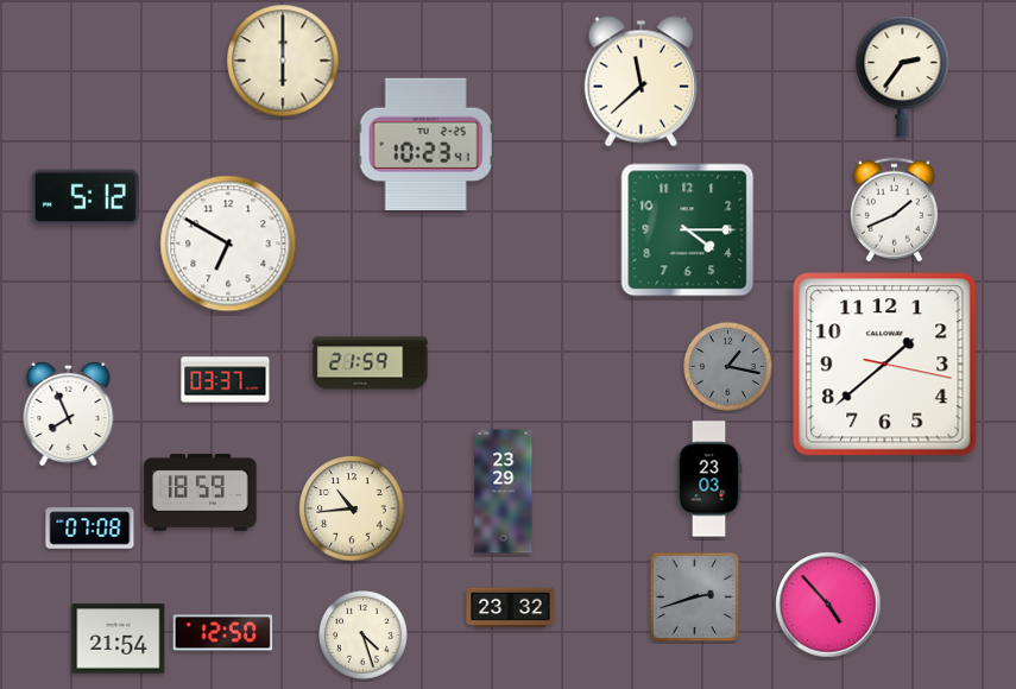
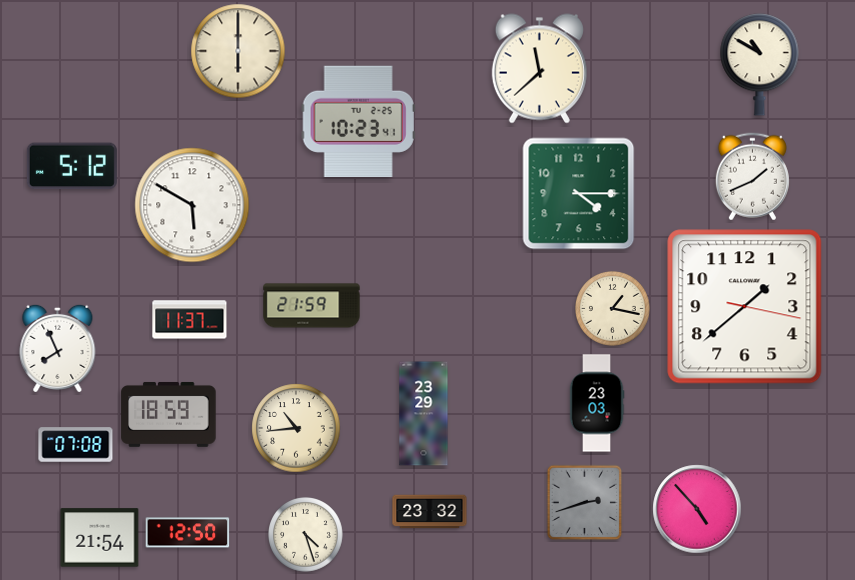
clock at (903, 77): 2:36 -> 10:50
clock at (228, 244): 6:50 -> 5:50
clock at (728, 367) dial: grey -> cream
clock at (226, 380): 03:37 -> 11:37
